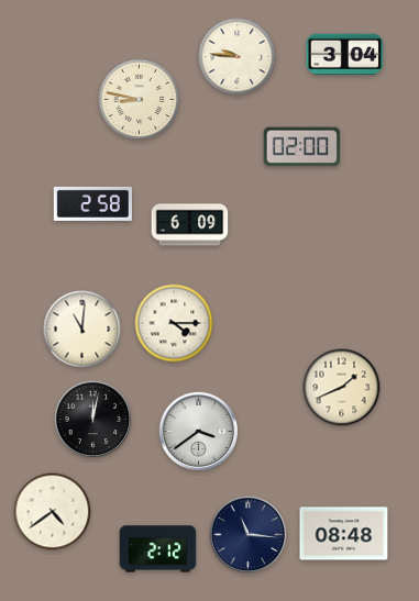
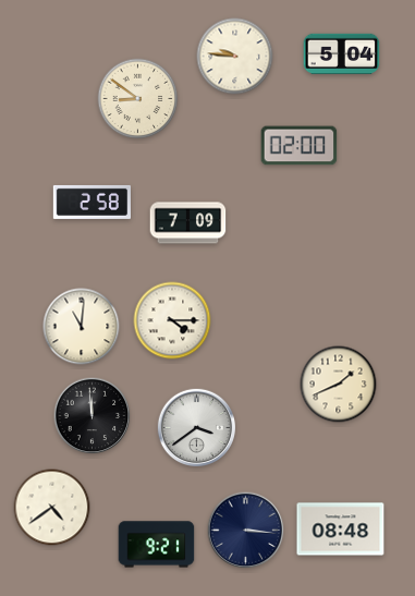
clock at (345, 54): 3:04 -> 5:04
clock at (140, 100): 8:47 -> 8:51
clock at (190, 225): 6:09 -> 7:09
clock at (93, 420): 12:02 -> 11:59
clock at (249, 535): 11:16 -> 3:16
clock at (158, 549): 2:12 -> 9:21
